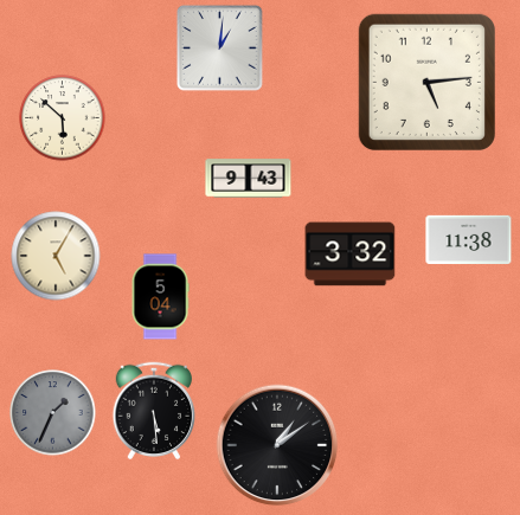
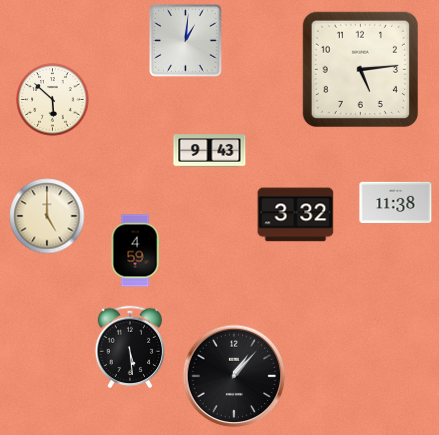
clock at (56, 256): 5:05 -> 5:00
clock at (160, 297): 5:04 -> 4:59
clock at (53, 413): 1:34 -> none
clock at (277, 445): 1:09 -> 1:07
